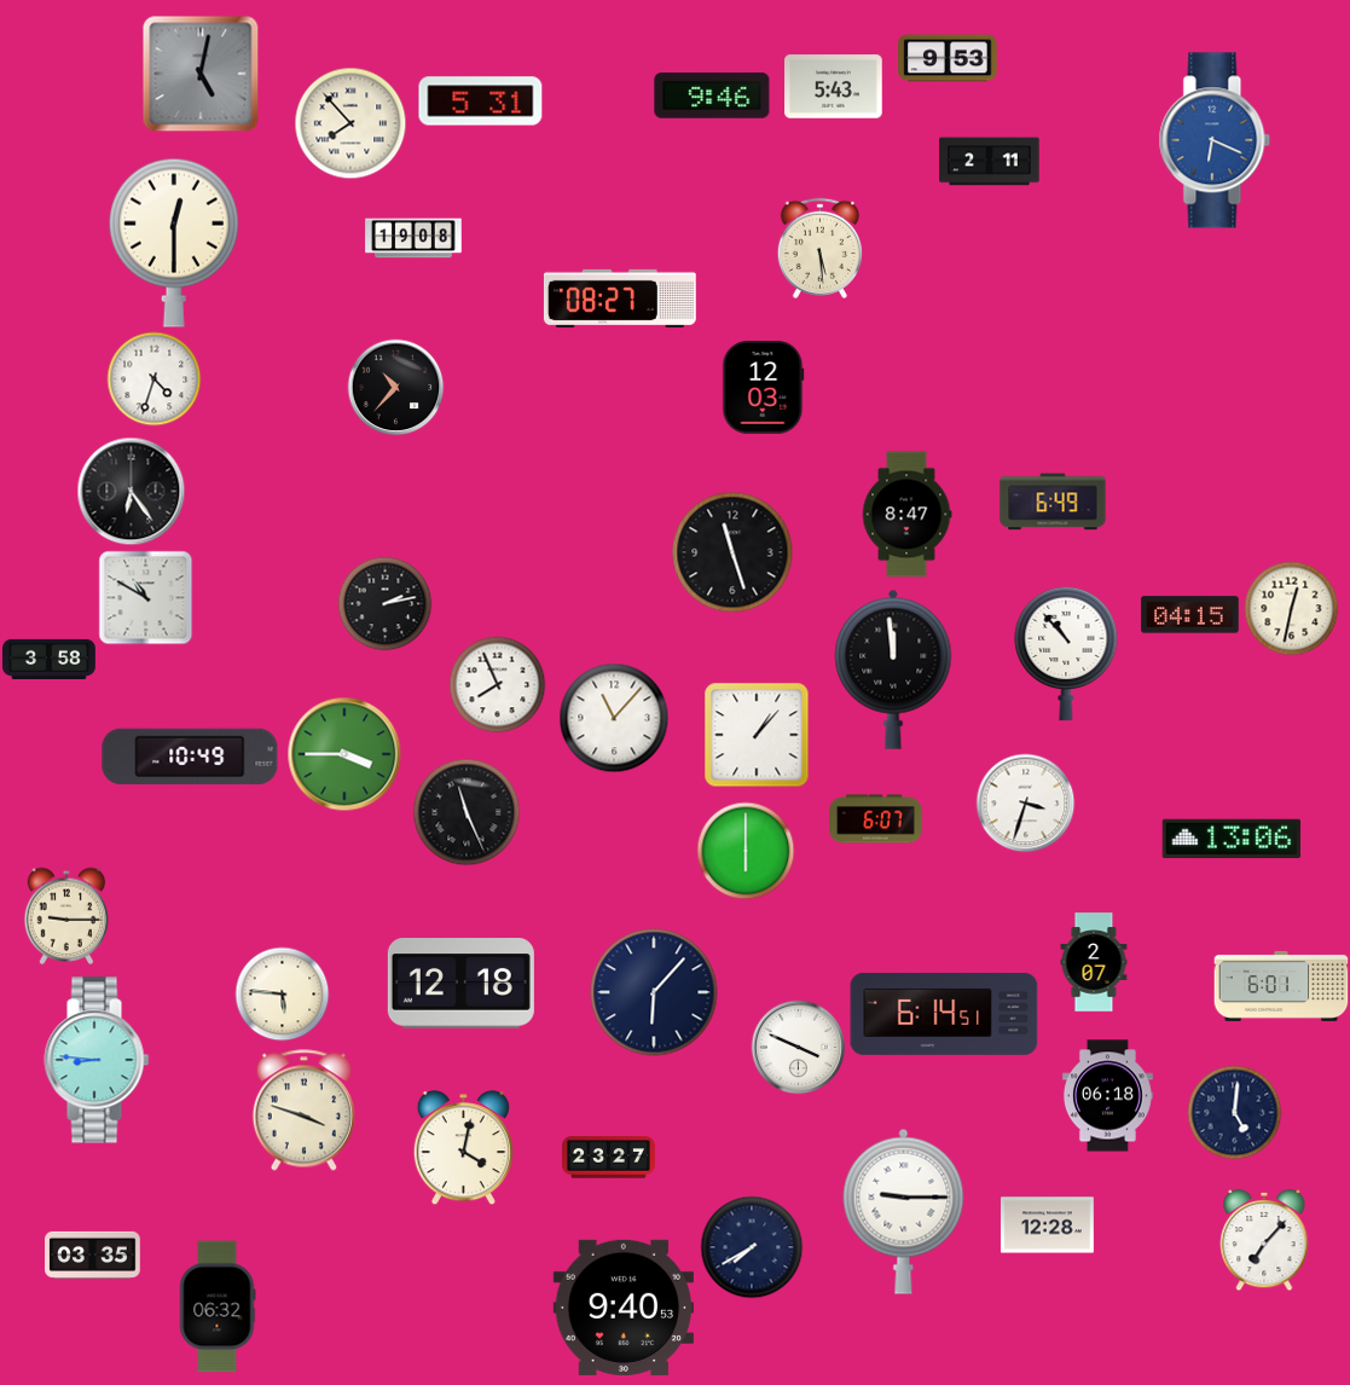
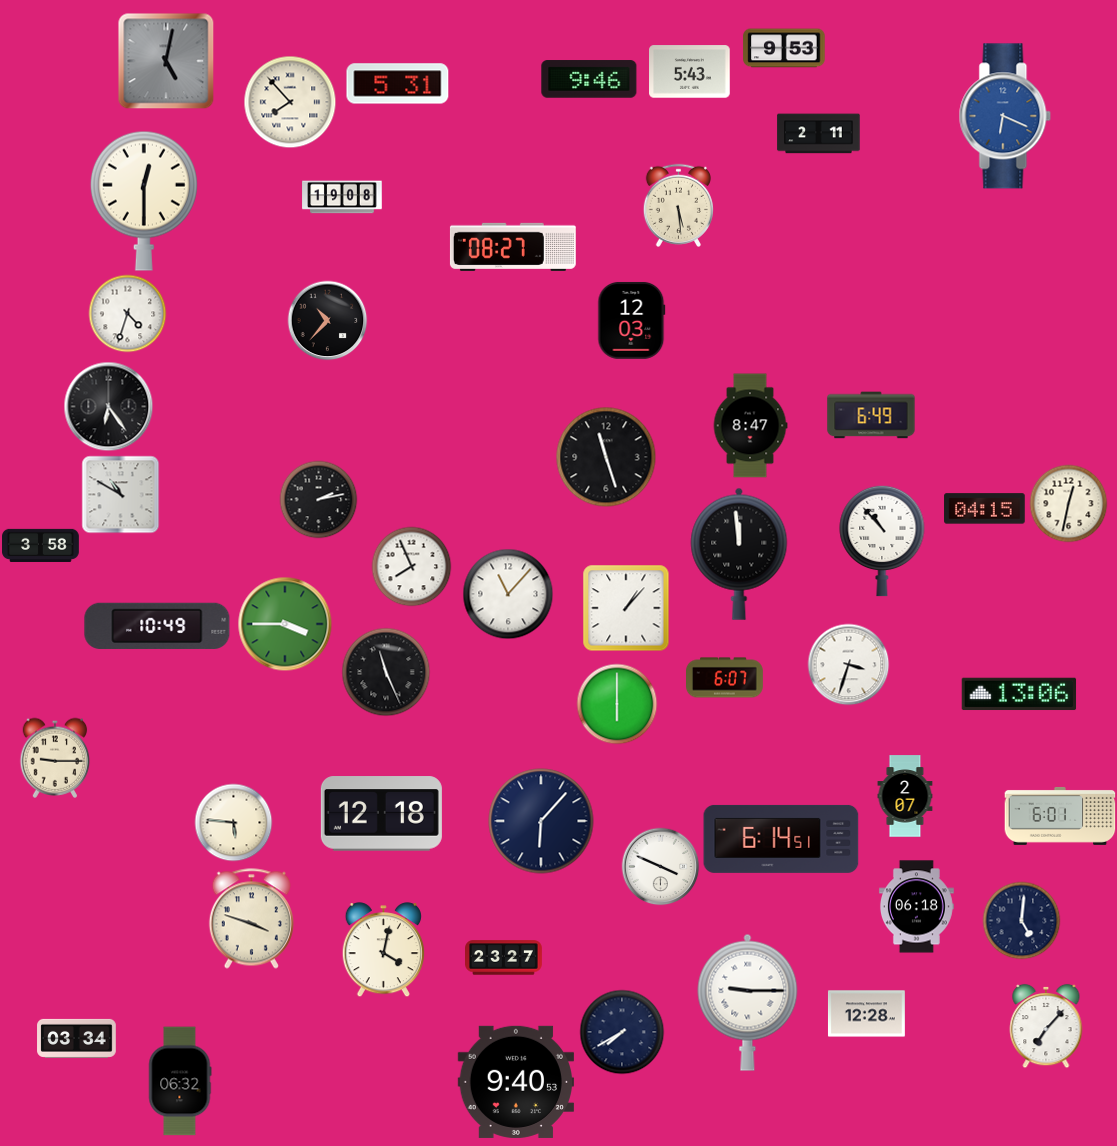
clock at (97, 1060): 8:46 -> none
clock at (93, 1254): 03:35 -> 03:34
